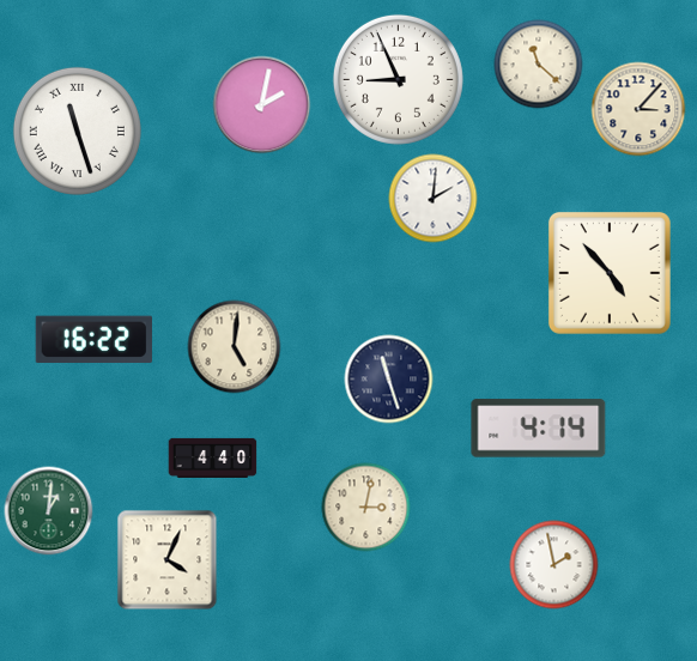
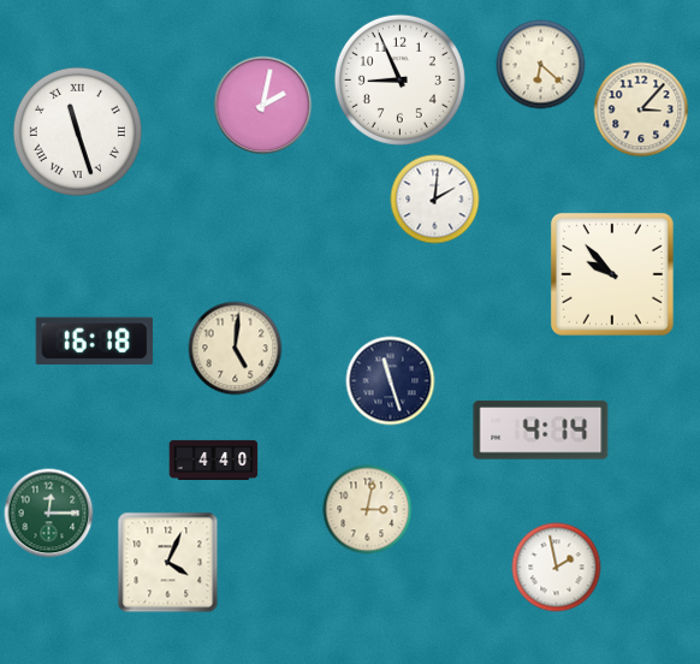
clock at (539, 65): 11:22 -> 6:22
clock at (610, 273): 4:53 -> 9:53
clock at (93, 340): 16:22 -> 16:18
clock at (49, 511): 1:01 -> 12:15
